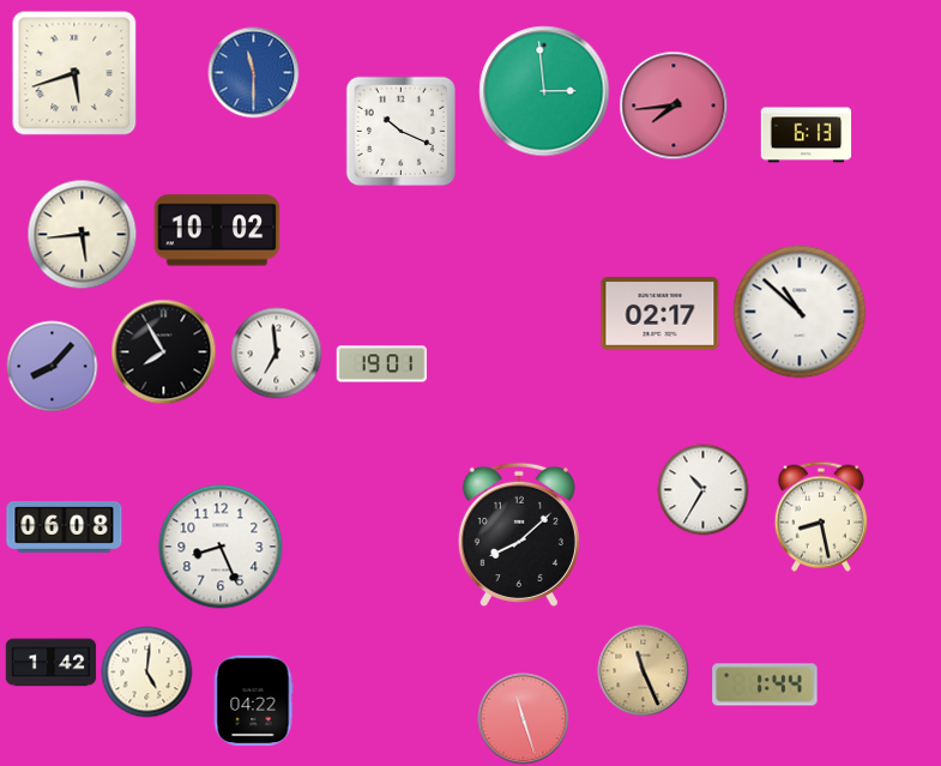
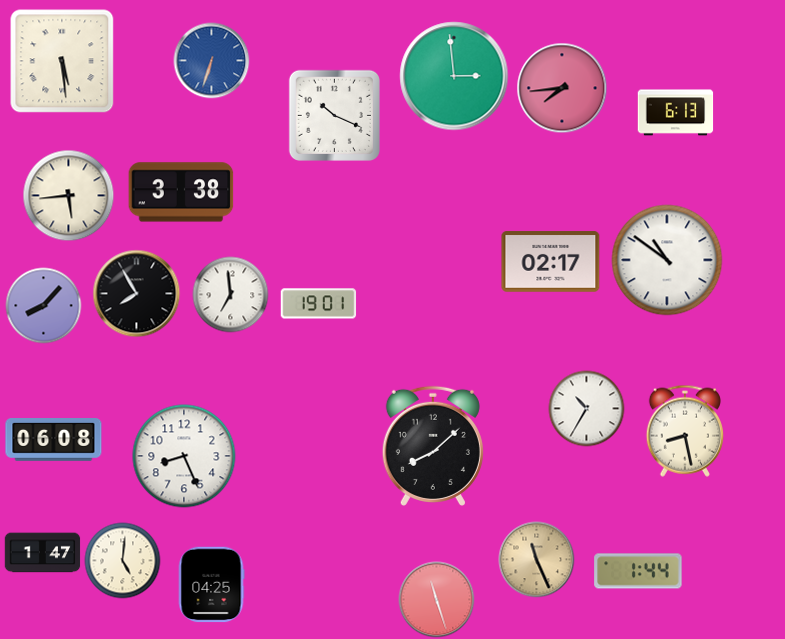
clock at (74, 73): 5:42 -> 5:29
clock at (254, 73): 11:30 -> 6:33
clock at (400, 131) position: (400, 131) -> (334, 115)
clock at (807, 135) position: (807, 135) -> (676, 113)
clock at (217, 230): 10:02 -> 3:38
clock at (800, 312): 10:52 -> 10:51
clock at (52, 663): 1:42 -> 1:47
clock at (253, 701): 04:22 -> 04:25
